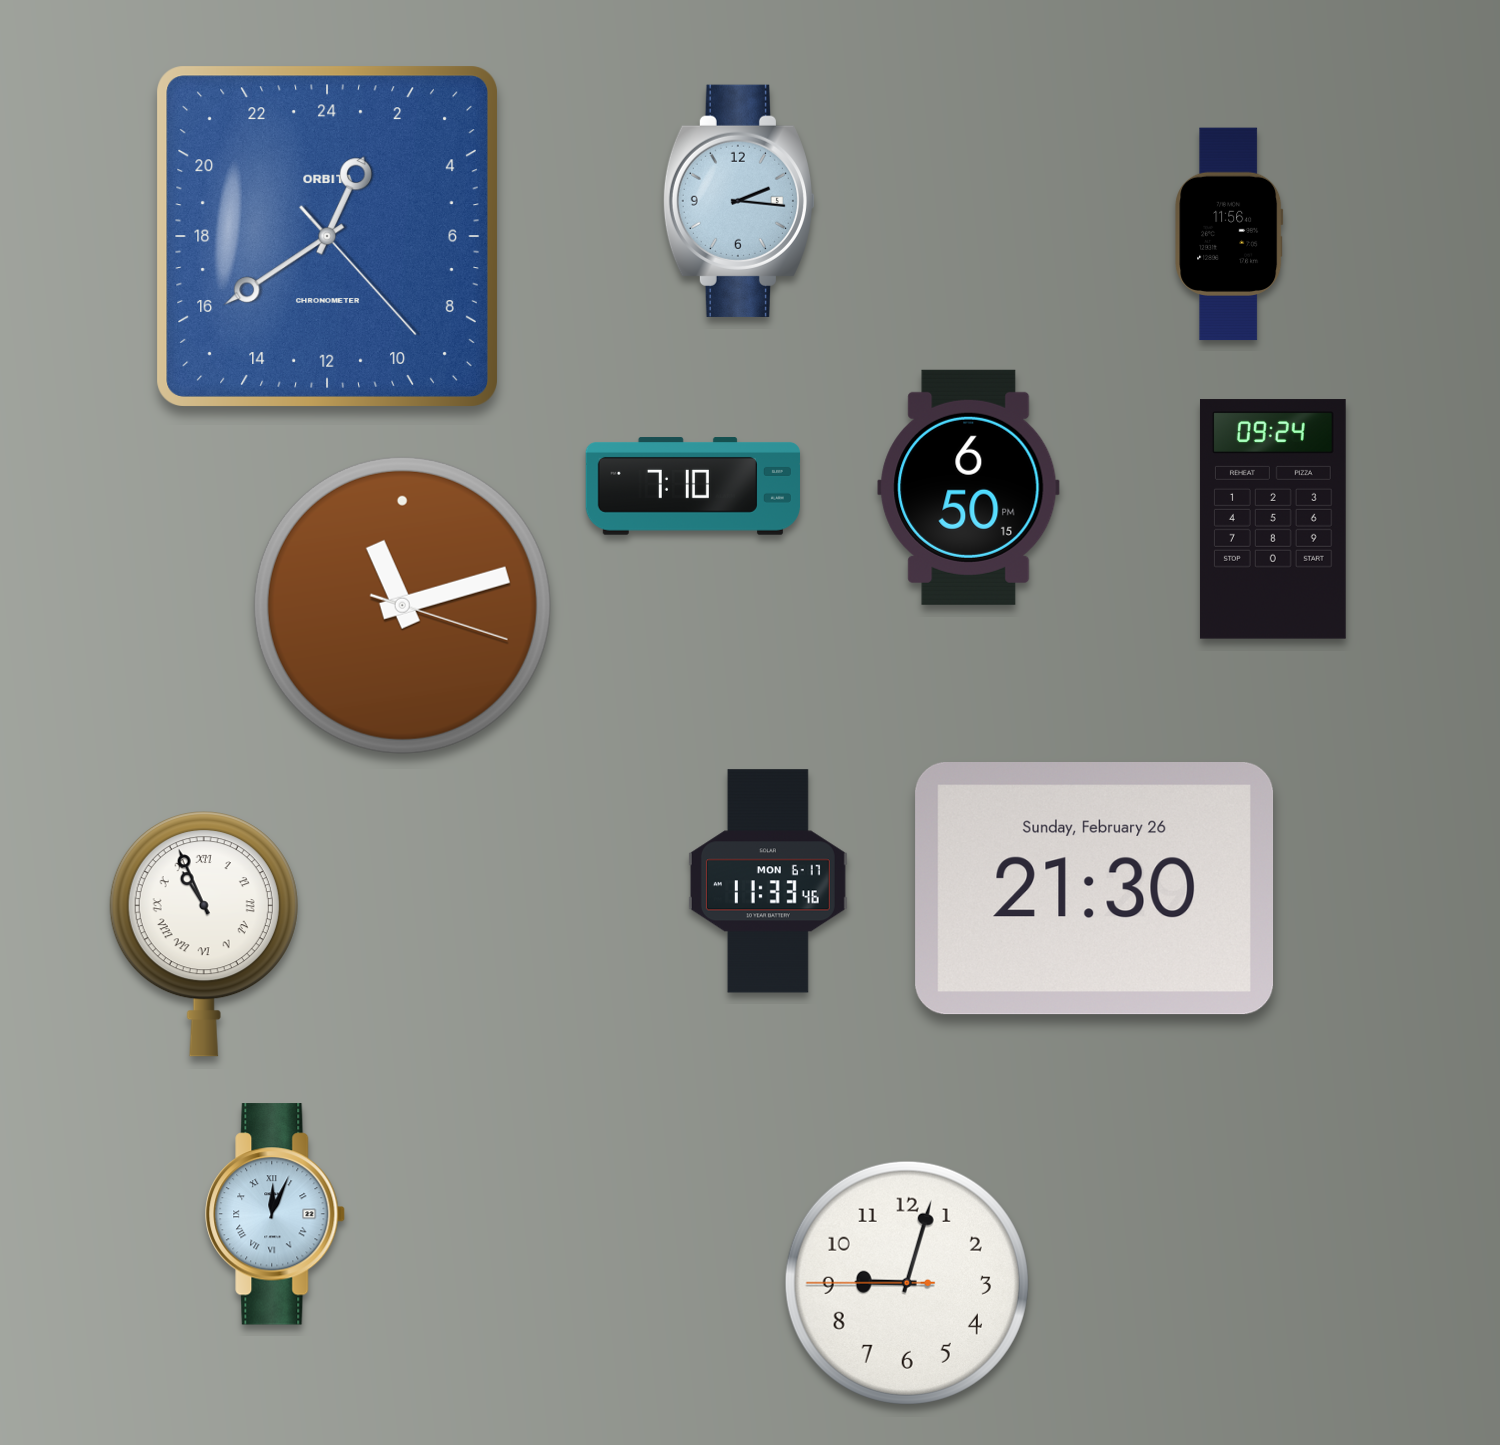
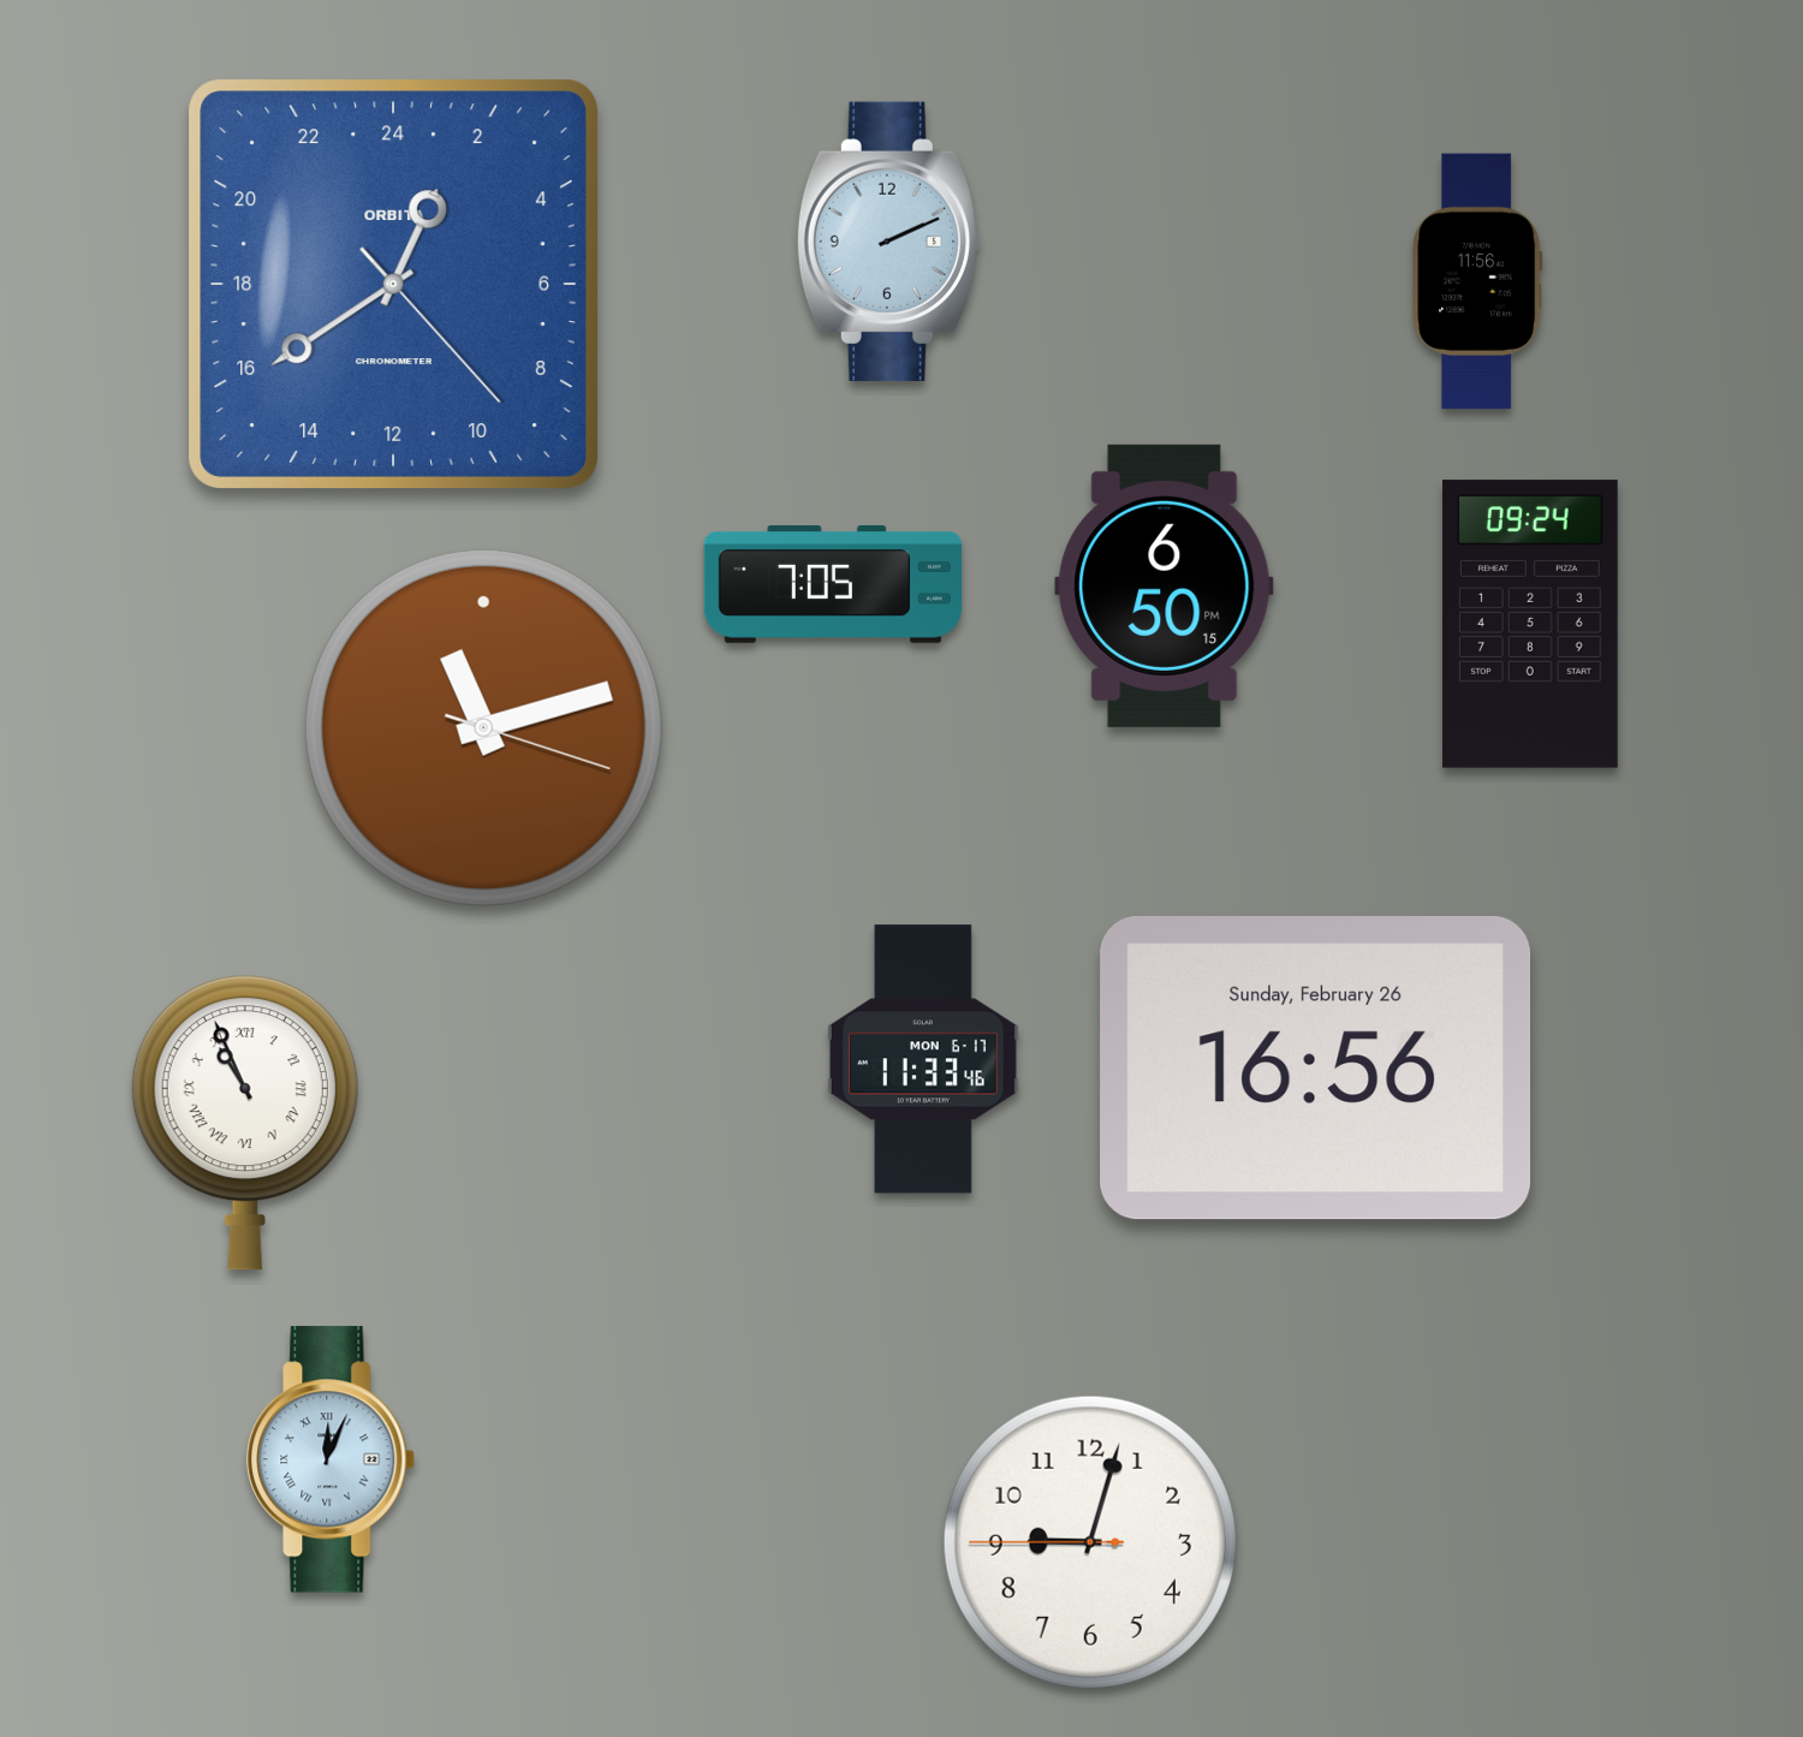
clock at (739, 201): 2:16 -> 2:11
clock at (693, 487): 7:10 -> 7:05
clock at (1095, 889): 21:30 -> 16:56
